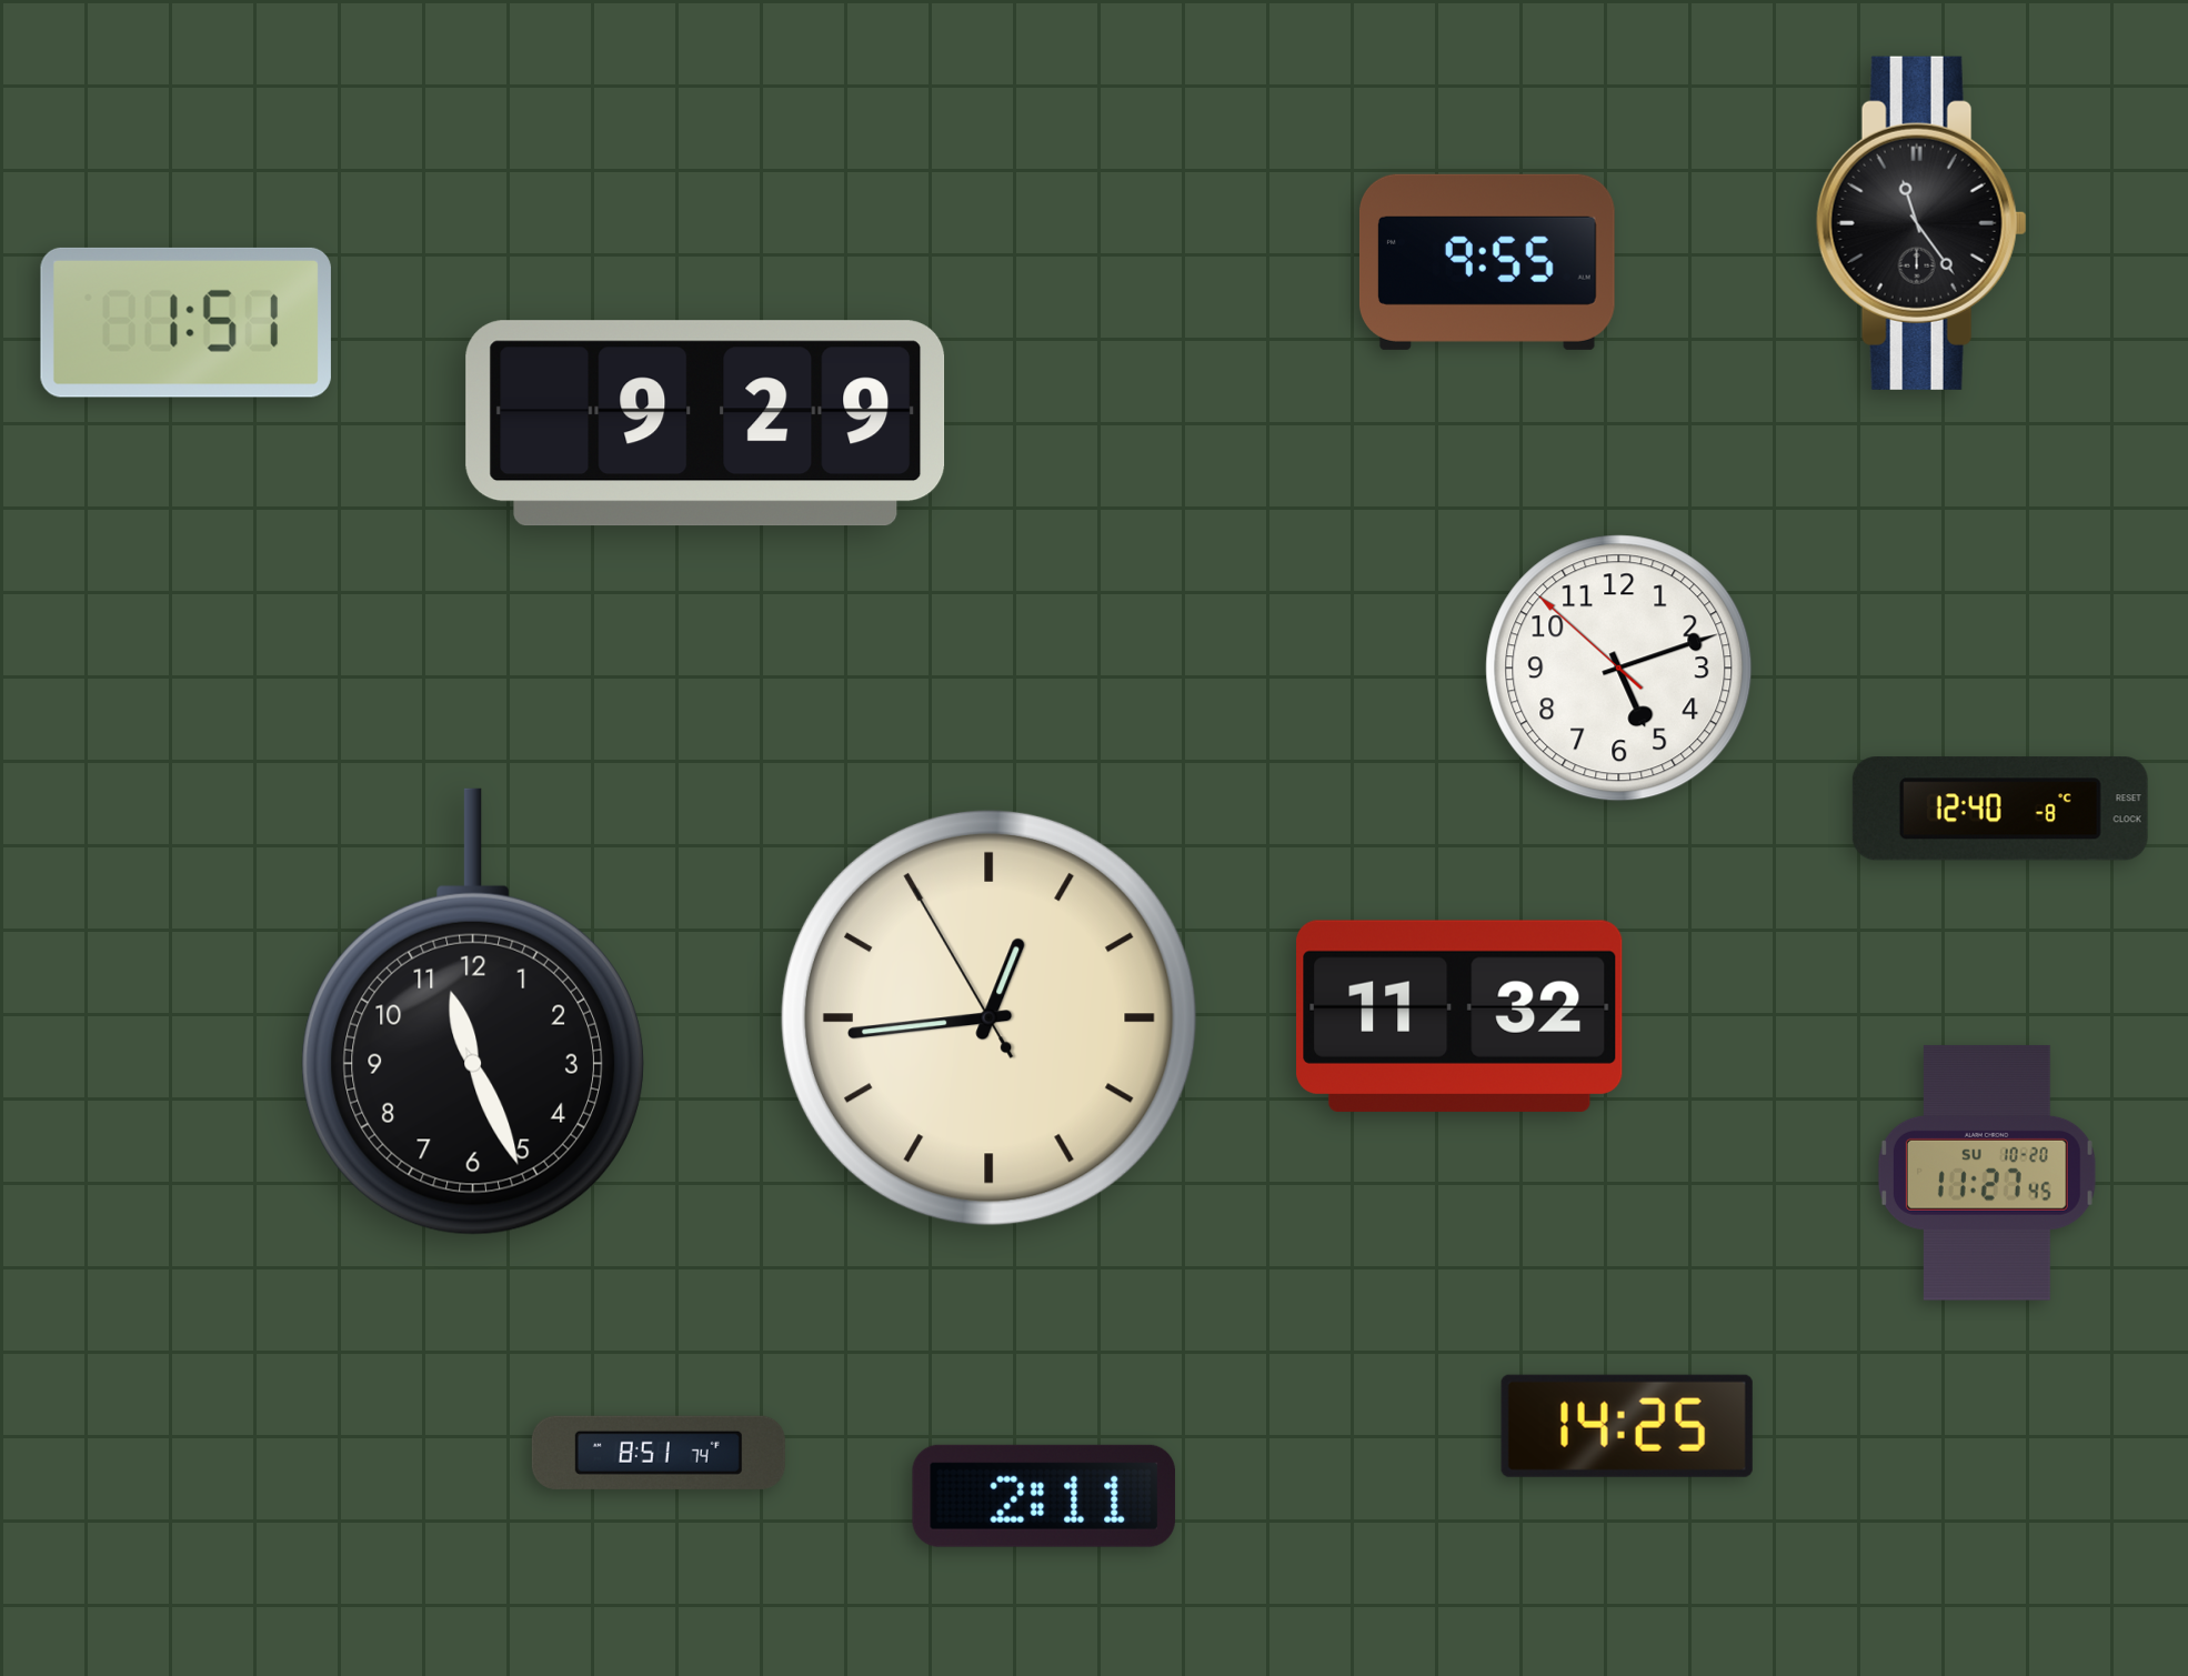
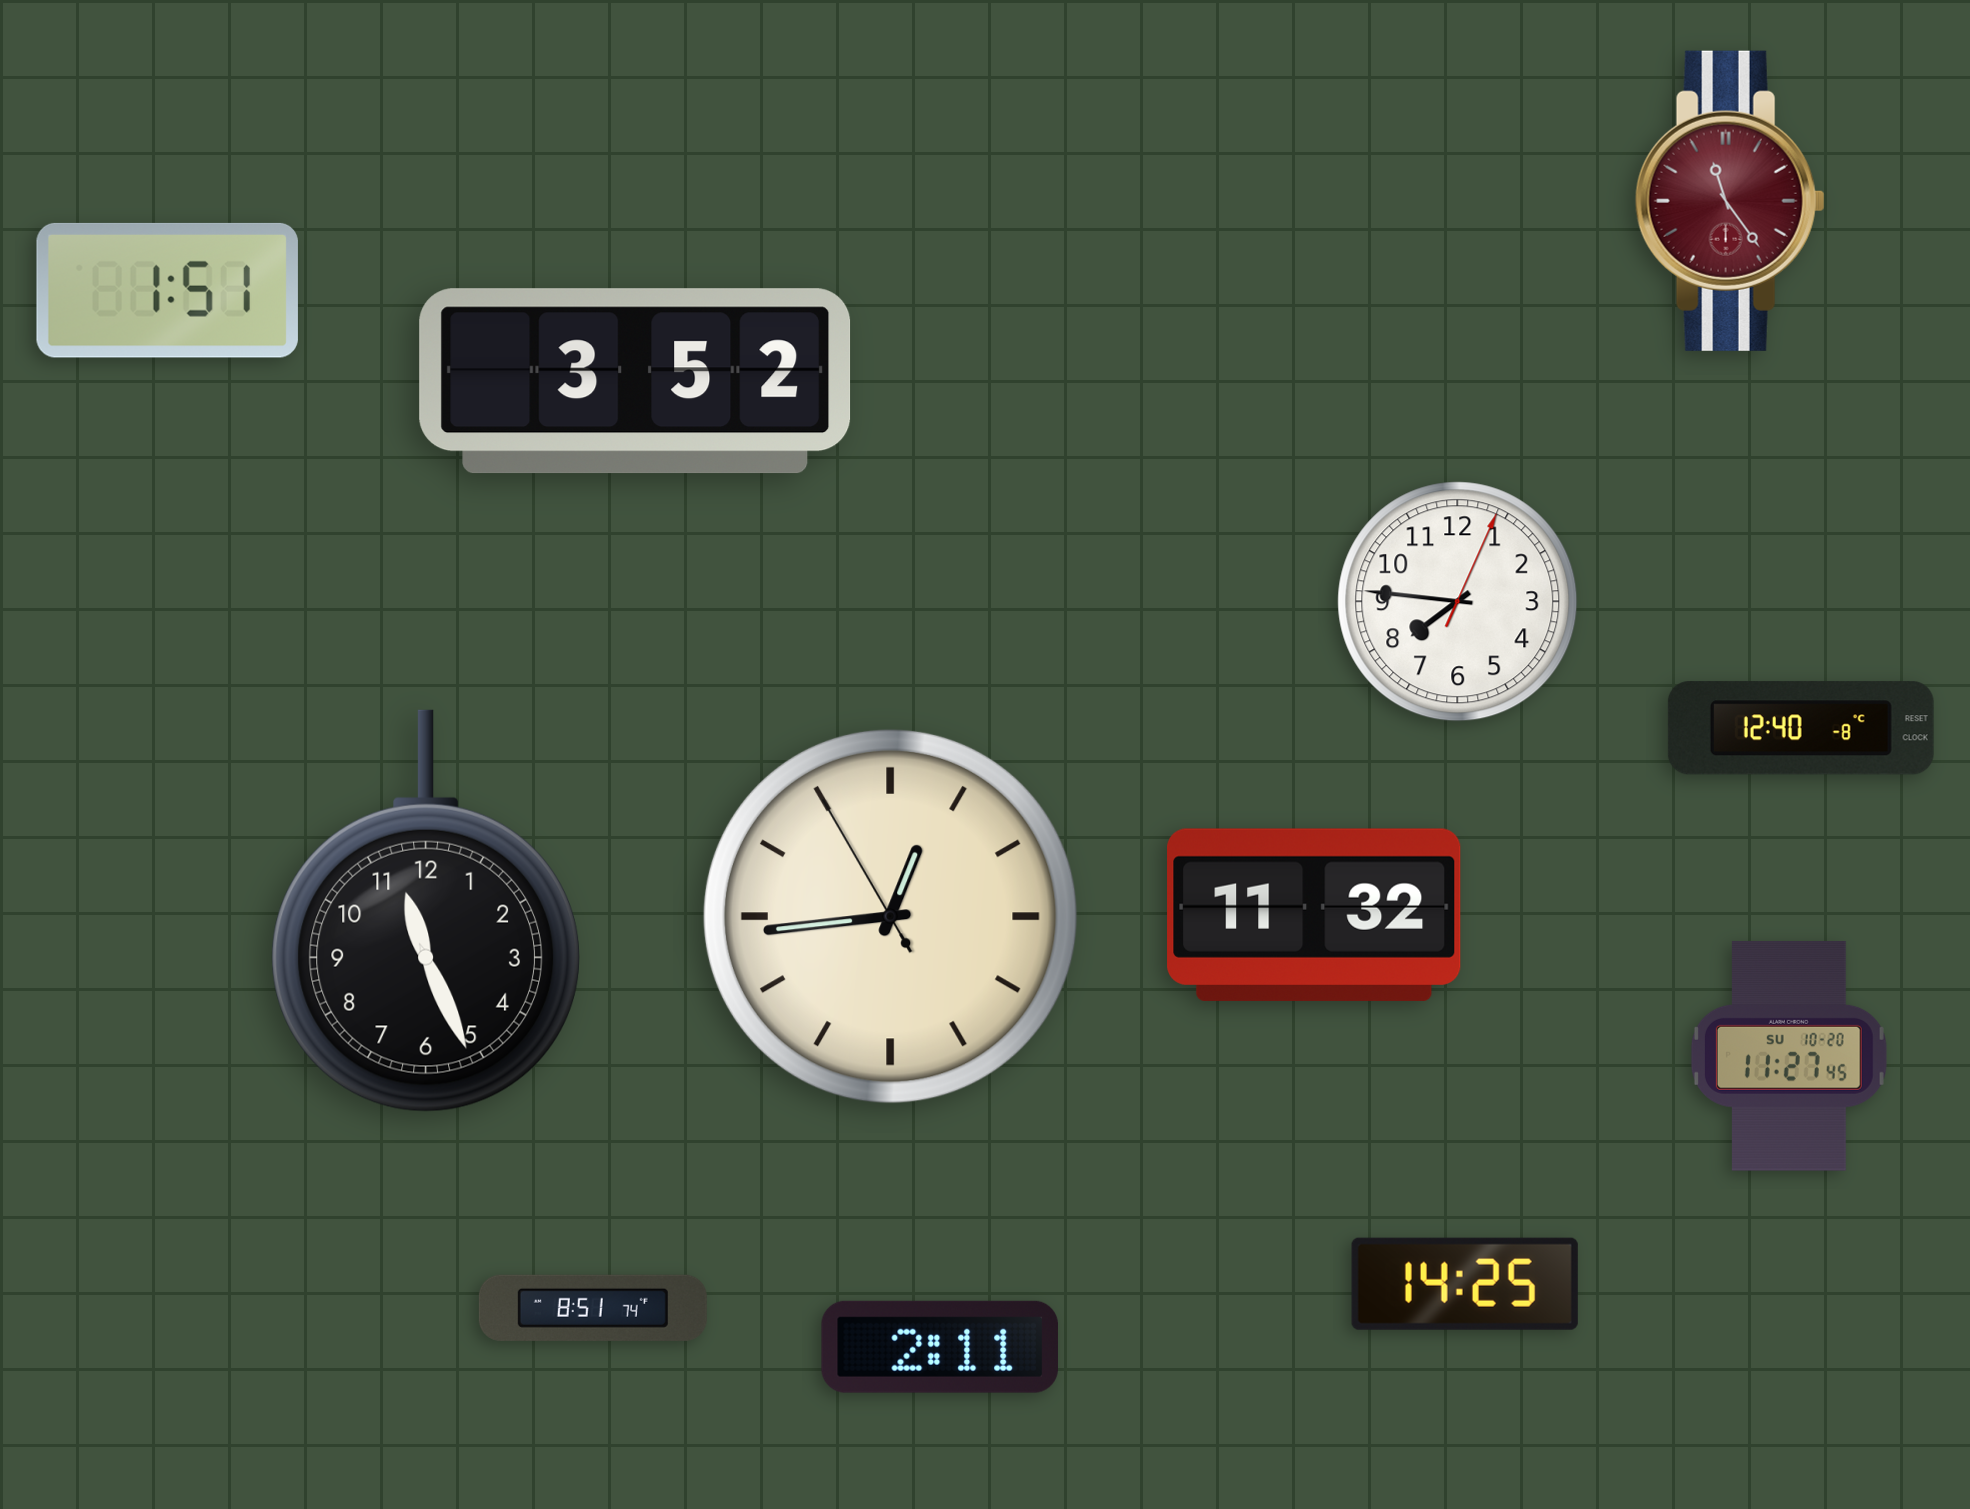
clock at (1921, 223) dial: black -> burgundy
clock at (1487, 262): 9:55 -> none
clock at (705, 423): 9:29 -> 3:52
clock at (1619, 669): 5:11 -> 7:46
